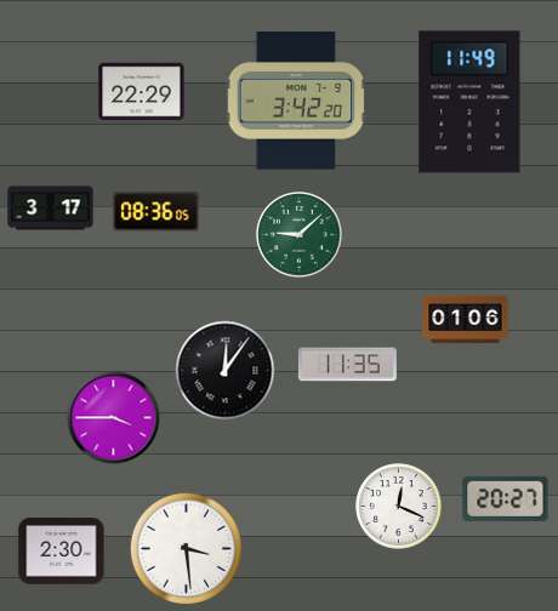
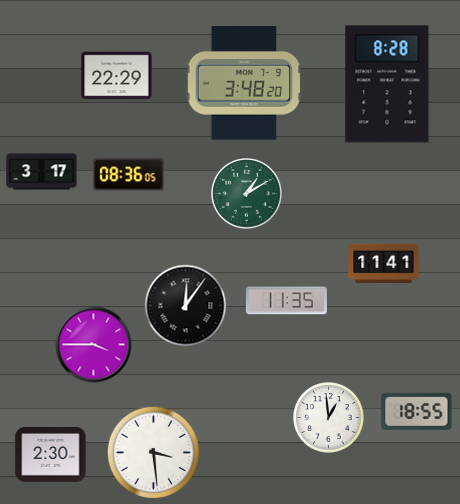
clock at (296, 101): 3:42 -> 3:48
clock at (469, 102): 11:49 -> 8:28
clock at (300, 235): 9:08 -> 1:10
clock at (466, 320): 01:06 -> 11:41
clock at (506, 498): 20:27 -> 18:55
clock at (399, 507): 12:19 -> 12:59
